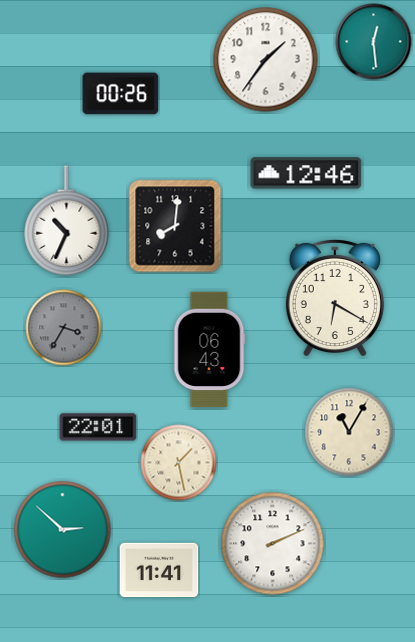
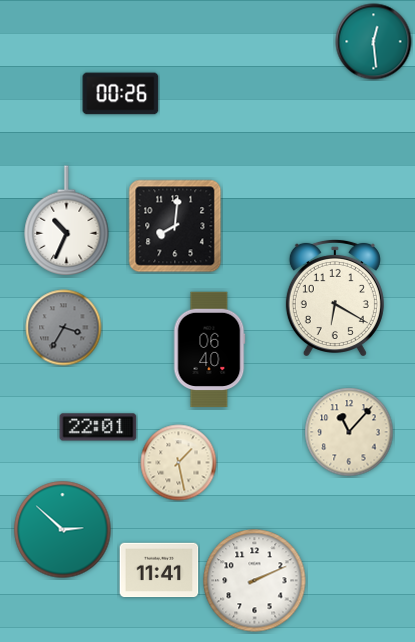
clock at (266, 60): 1:36 -> none
clock at (306, 173): 12:46 -> none
clock at (209, 350): 06:43 -> 06:40
clock at (349, 432): 11:05 -> 11:07
clock at (273, 544) position: (273, 544) -> (255, 581)
